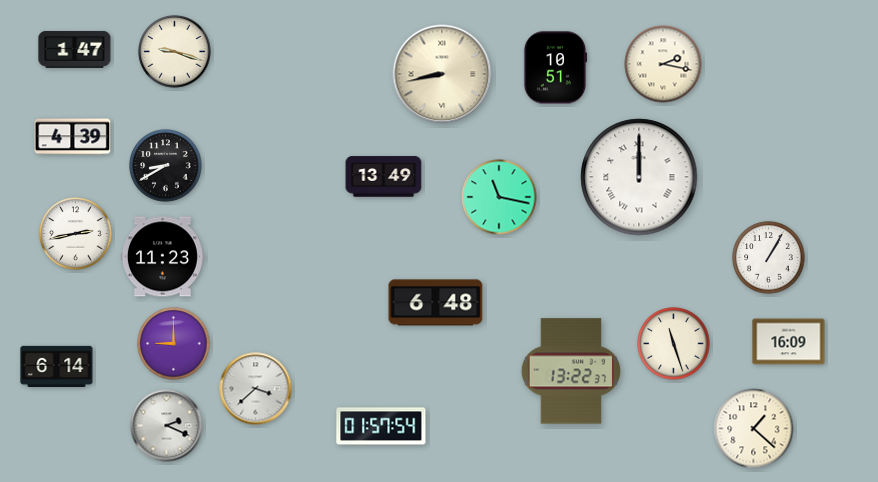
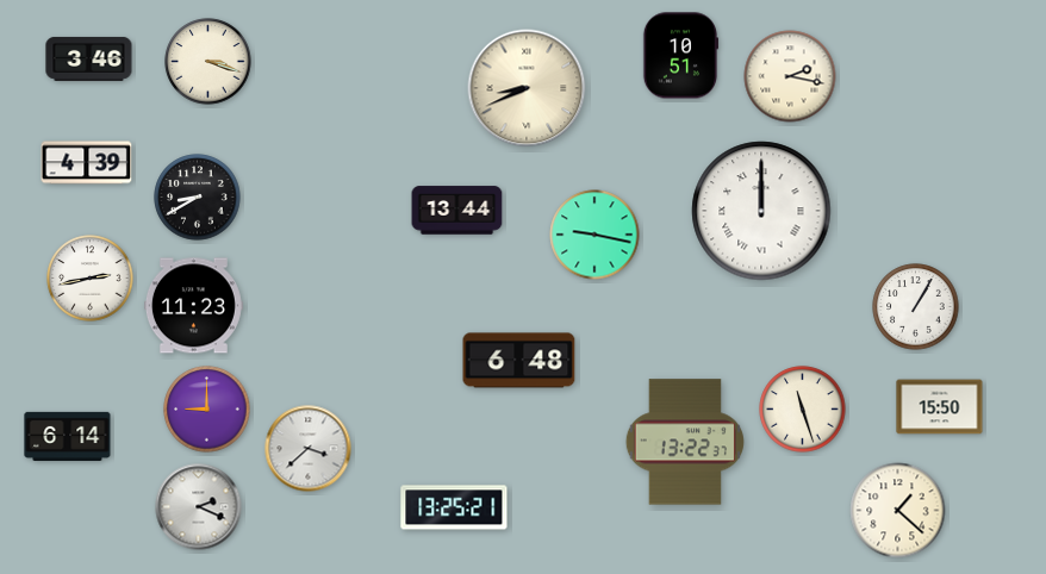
clock at (75, 49): 1:47 -> 3:46
clock at (175, 52): 9:18 -> 3:18
clock at (555, 68) position: (555, 68) -> (680, 56)
clock at (442, 74): 8:43 -> 8:41
clock at (384, 177): 13:49 -> 13:44
clock at (499, 197): 11:17 -> 9:17
clock at (789, 342): 16:09 -> 15:50
clock at (571, 371) position: (571, 371) -> (685, 442)
clock at (256, 389) position: (256, 389) -> (309, 449)
clock at (381, 426): 01:57 -> 13:25
